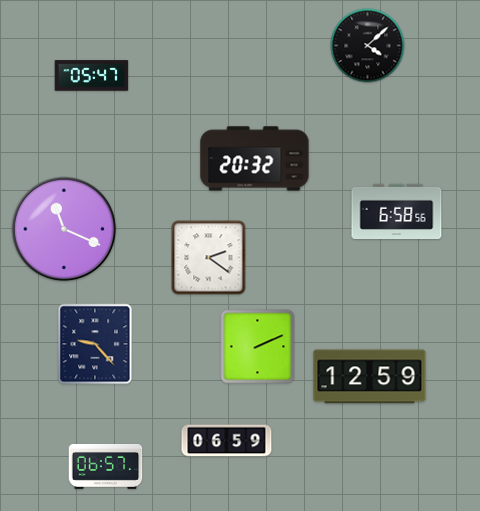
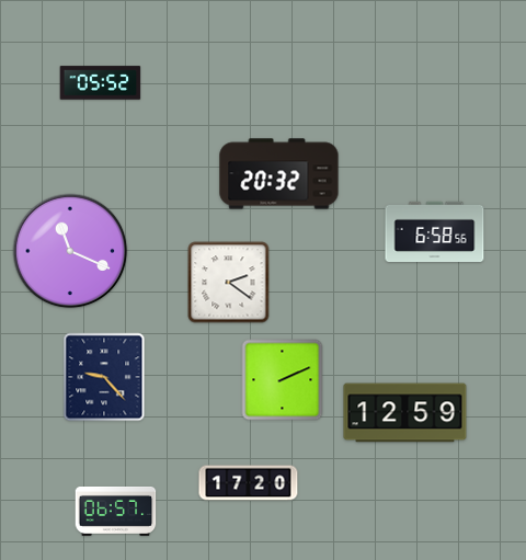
clock at (368, 46): 4:08 -> none
clock at (92, 76): 05:47 -> 05:52
clock at (227, 441): 06:59 -> 17:20
